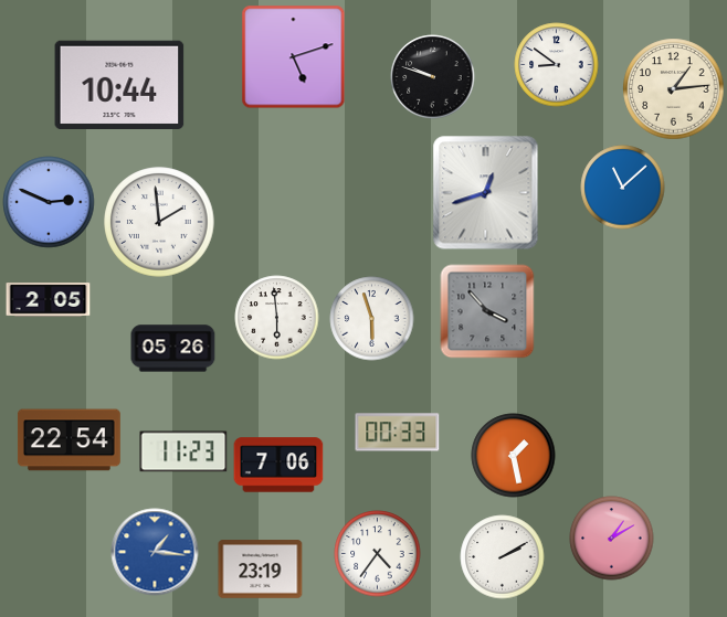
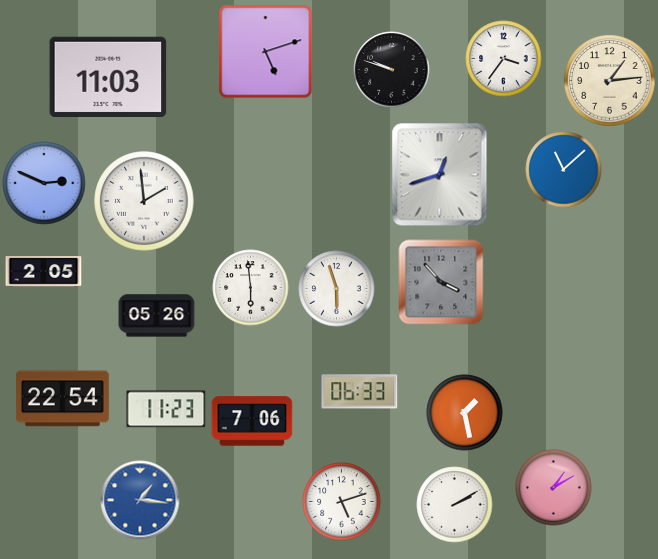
clock at (557, 65): 8:51 -> 3:36
clock at (119, 84): 10:44 -> 11:03
clock at (398, 433): 00:33 -> 06:33
clock at (378, 554): 4:36 -> 5:12
clock at (261, 570): 23:19 -> none
